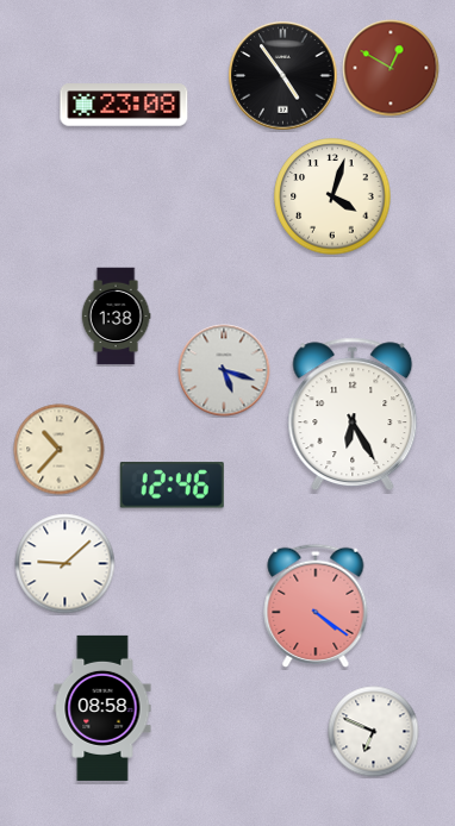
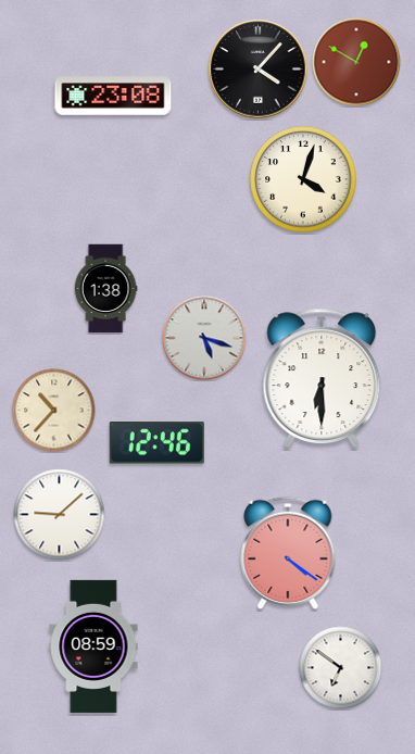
clock at (283, 76): 4:54 -> 4:07
clock at (353, 414): 6:25 -> 6:30
clock at (102, 708): 08:58 -> 08:59
clock at (374, 732): 6:49 -> 6:51
